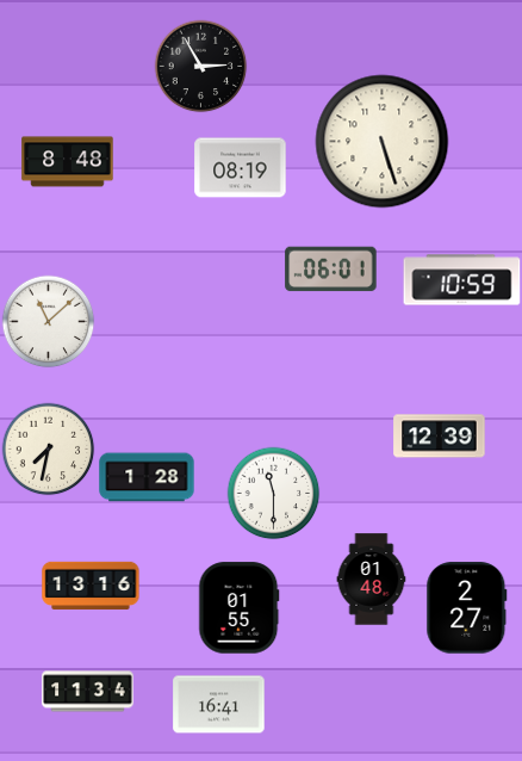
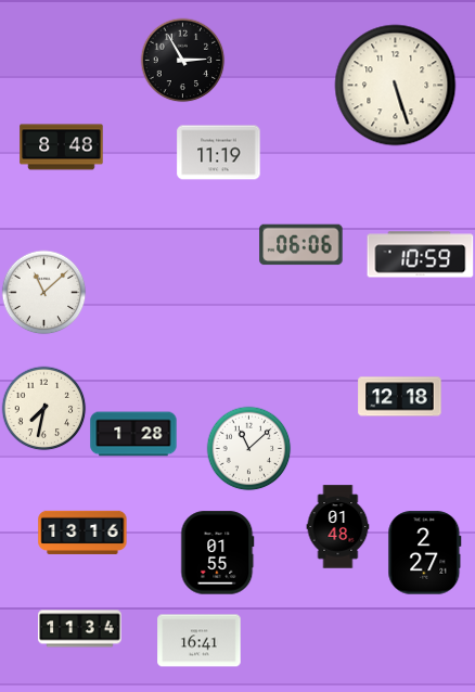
clock at (383, 142) position: (383, 142) -> (396, 86)
clock at (241, 168): 08:19 -> 11:19
clock at (331, 270): 06:01 -> 06:06
clock at (440, 437): 12:39 -> 12:18
clock at (273, 493): 11:30 -> 11:08
